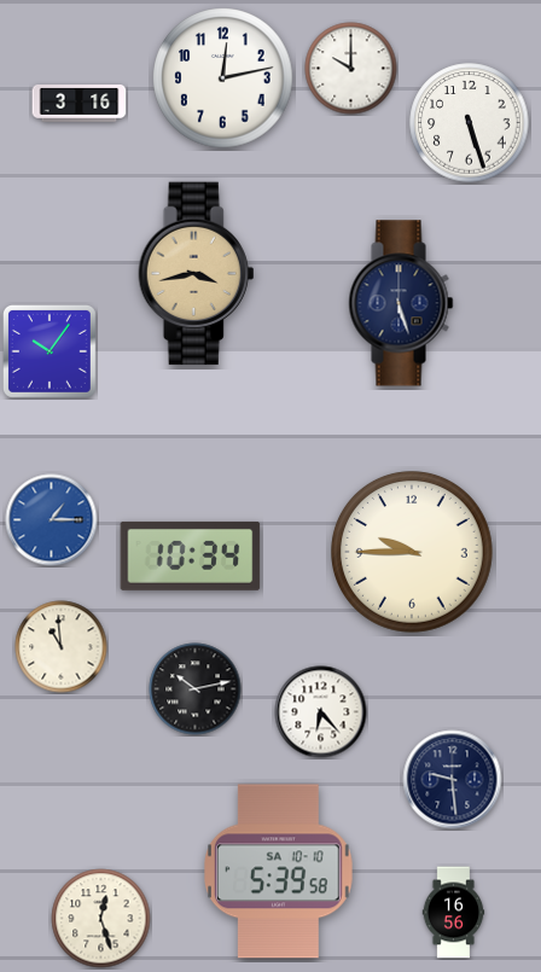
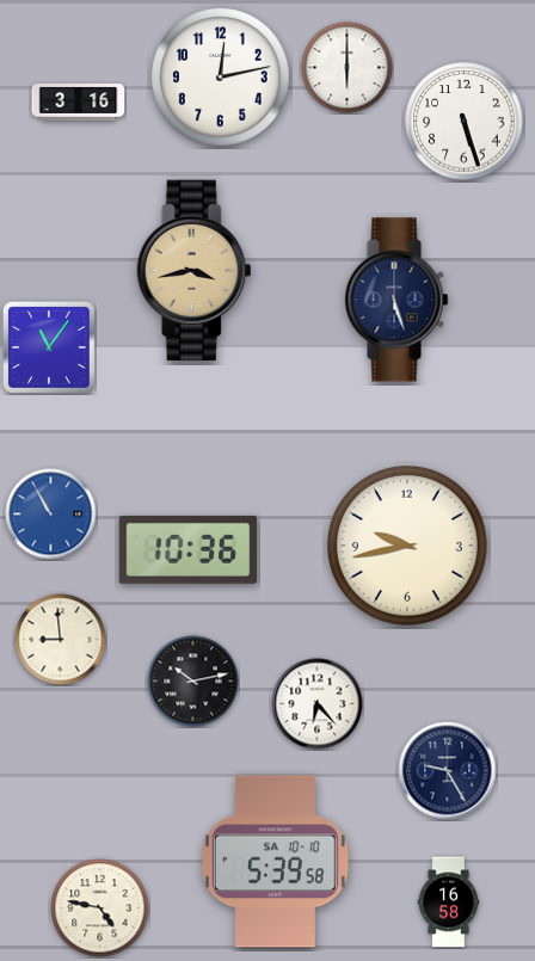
clock at (351, 69): 10:00 -> 6:00
clock at (50, 351): 10:06 -> 11:06
clock at (52, 520): 1:15 -> 10:55
clock at (413, 553): 9:45 -> 9:43
clock at (191, 555): 10:34 -> 10:36
clock at (62, 647): 10:59 -> 8:59
clock at (453, 780): 9:29 -> 9:25
clock at (454, 913): 16:56 -> 16:58
clock at (101, 919): 12:27 -> 4:47
